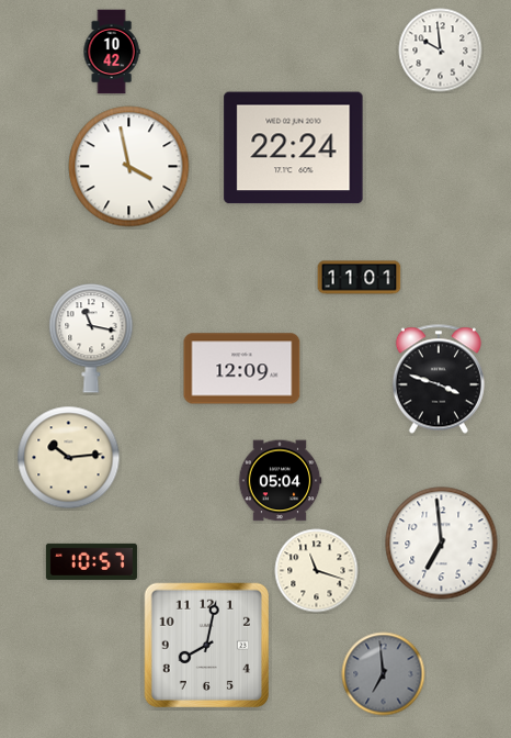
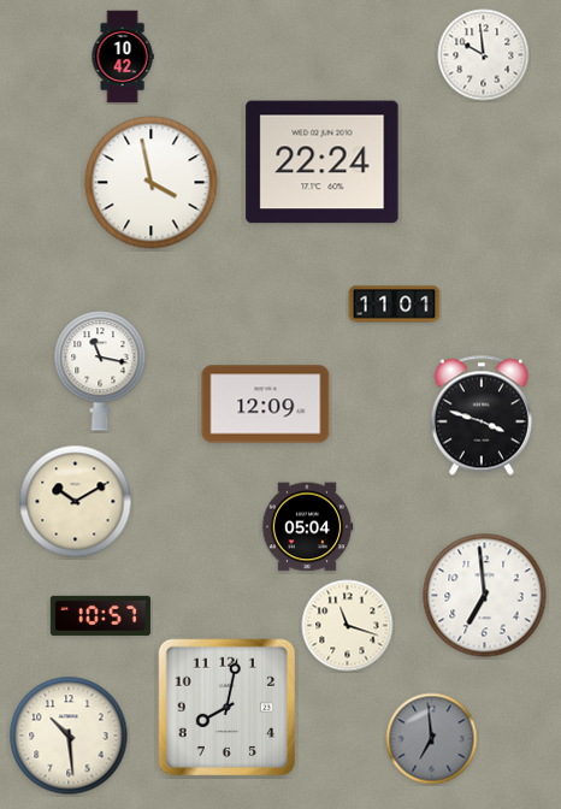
clock at (129, 167) position: (129, 167) -> (152, 183)
clock at (69, 458): 10:14 -> 10:10
clock at (69, 736): none -> 10:29
clock at (384, 674) position: (384, 674) -> (432, 739)
